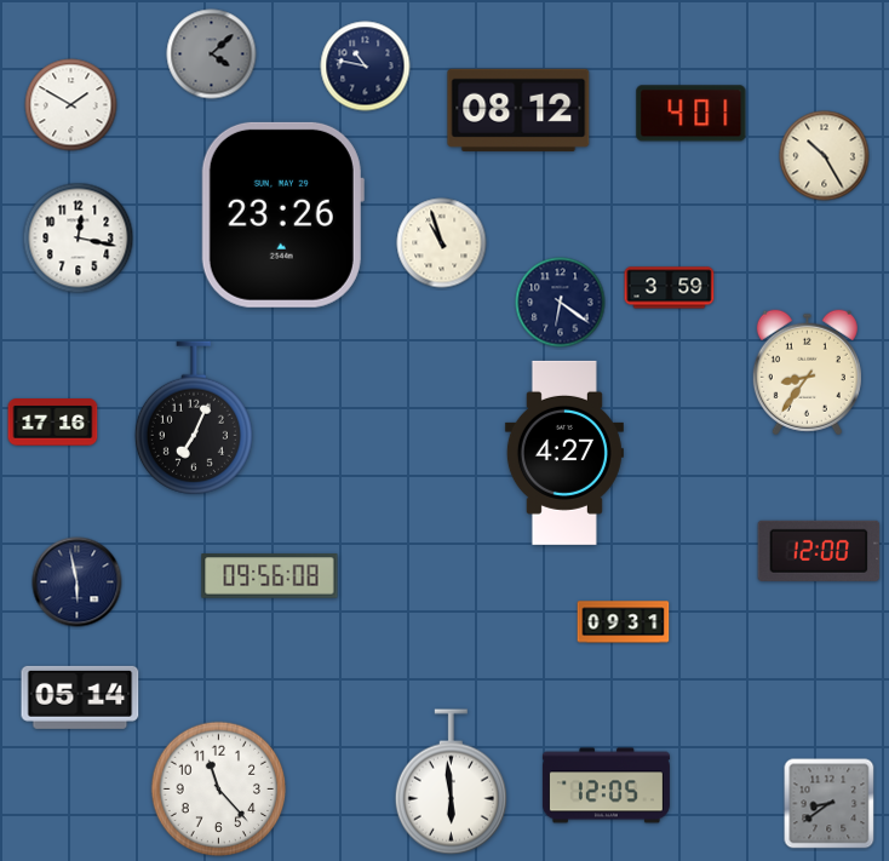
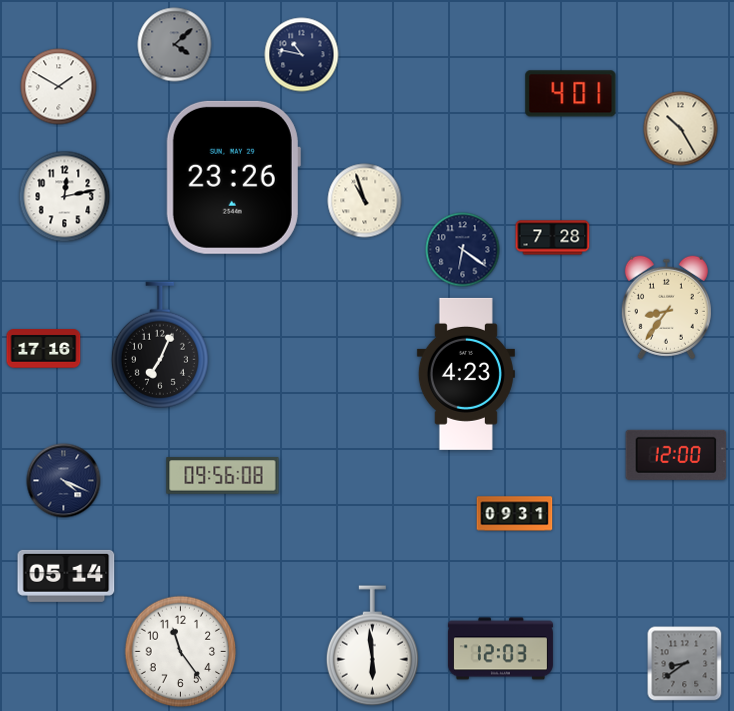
clock at (518, 110): 08:12 -> none
clock at (79, 239): 12:17 -> 12:13
clock at (670, 288): 3:59 -> 7:28
clock at (564, 453): 4:27 -> 4:23
clock at (78, 582): 5:58 -> 4:19
clock at (606, 786): 12:05 -> 12:03
clock at (219, 790): 11:23 -> 11:24
